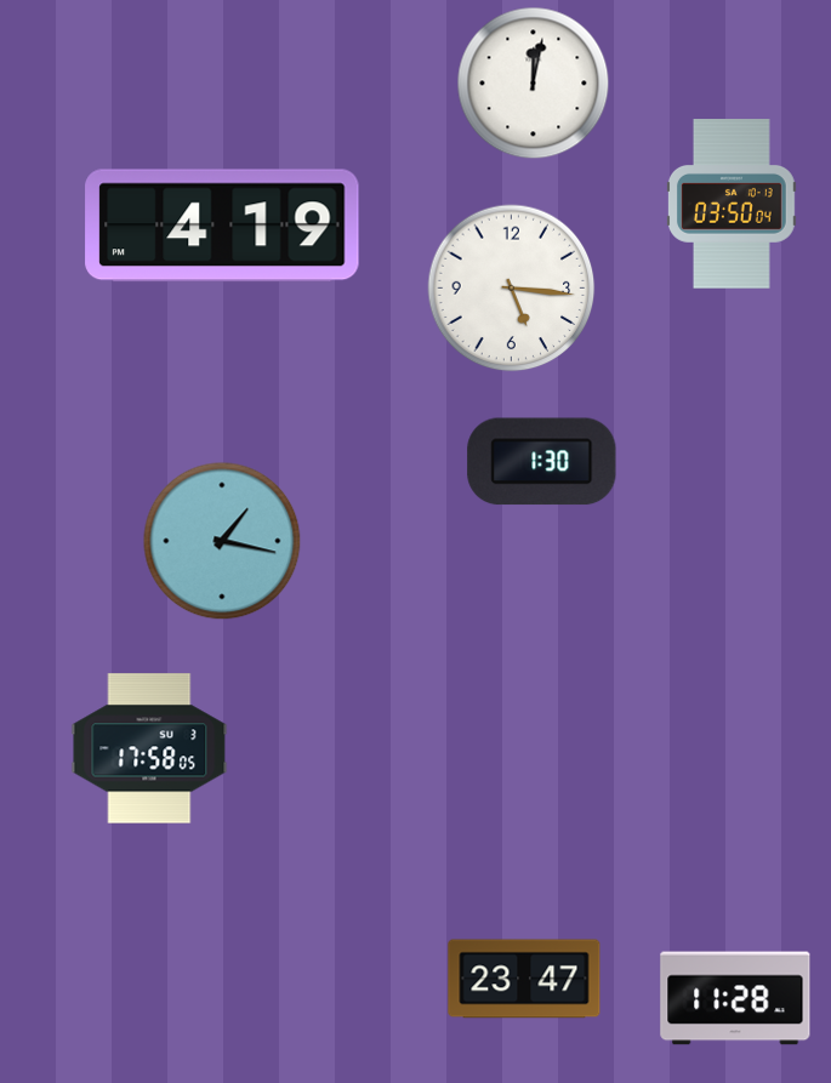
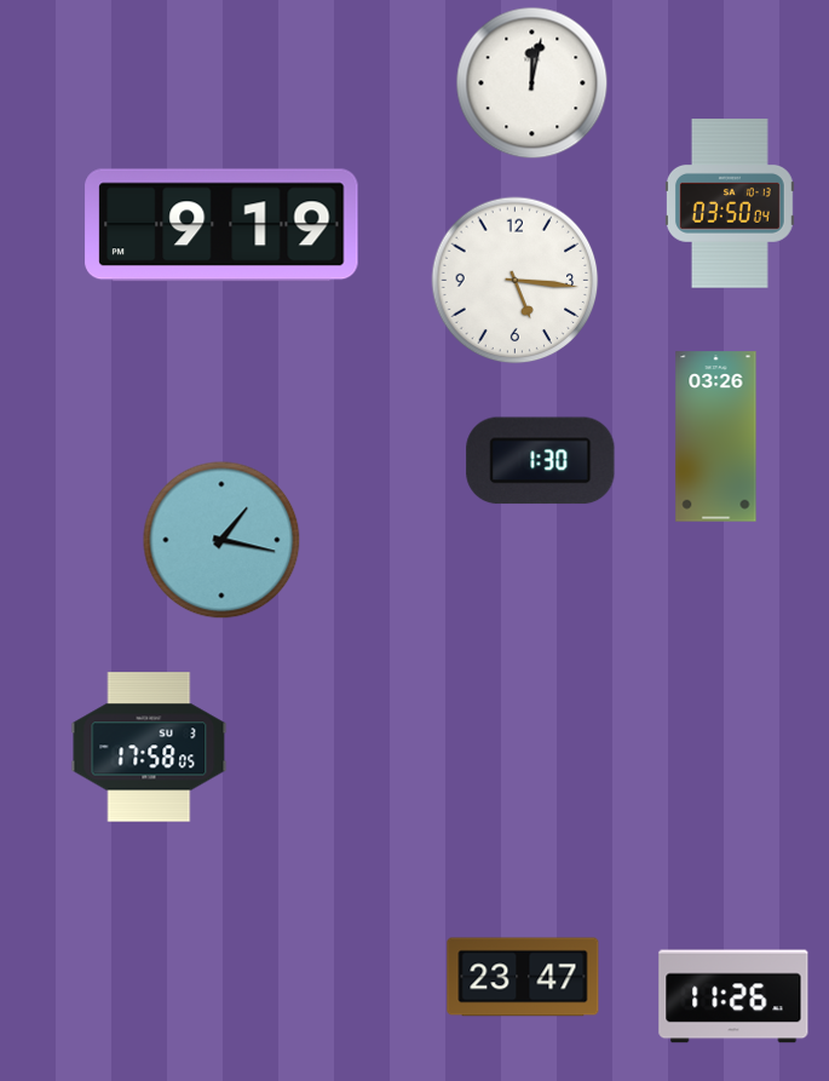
clock at (222, 226): 4:19 -> 9:19
clock at (512, 289) position: (512, 289) -> (516, 281)
clock at (716, 437): none -> 03:26
clock at (735, 998): 11:28 -> 11:26
